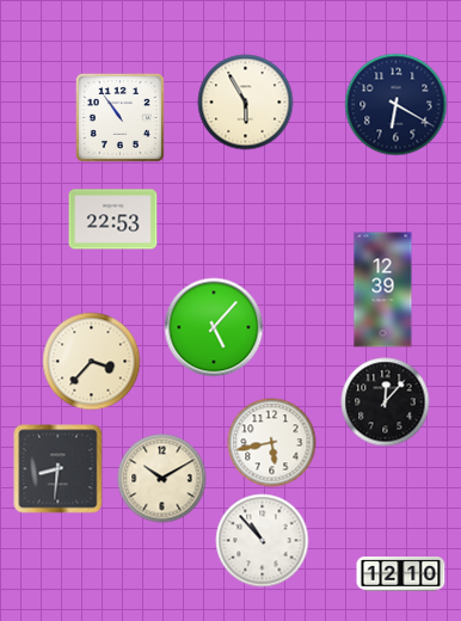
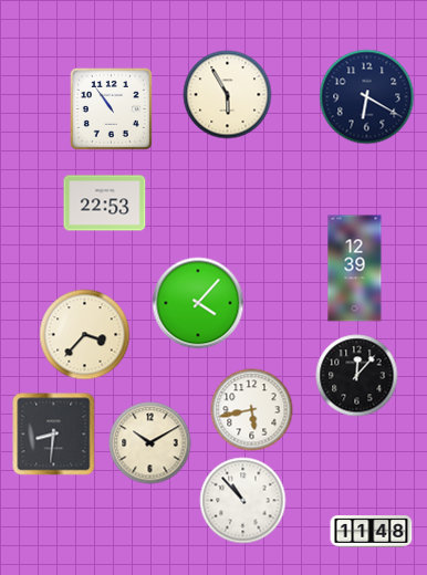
clock at (214, 327): 5:07 -> 4:07
clock at (386, 402) position: (386, 402) -> (357, 376)
clock at (401, 574): 12:10 -> 11:48
